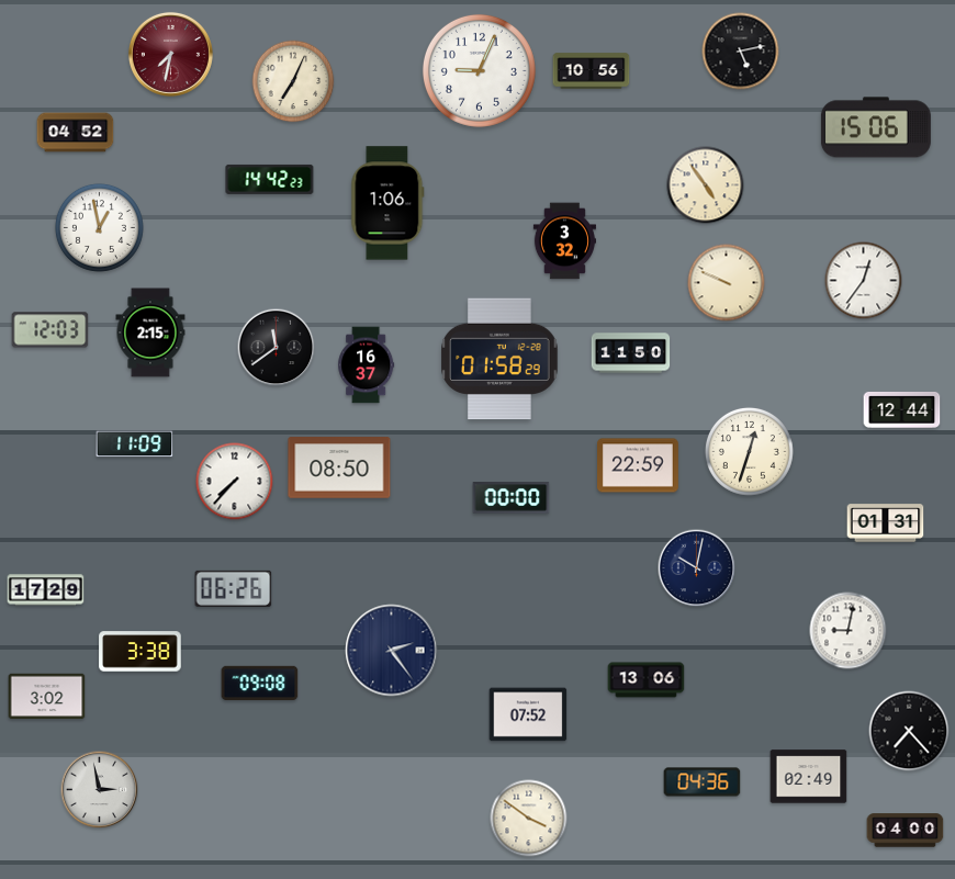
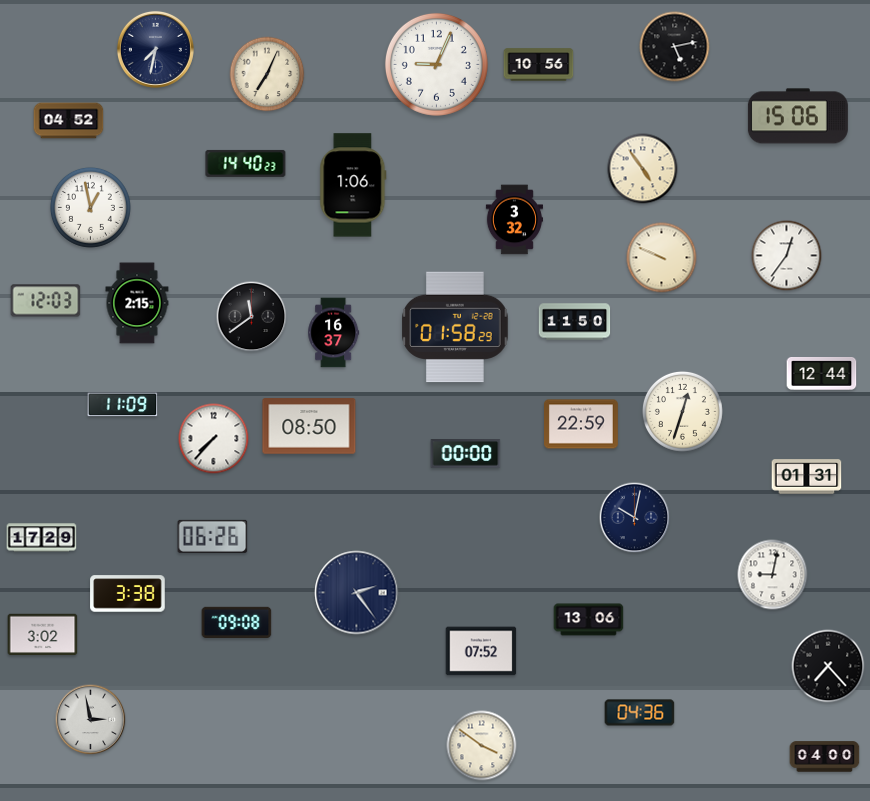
clock at (170, 54) dial: burgundy -> navy
clock at (270, 179): 14:42 -> 14:40
clock at (809, 777): 02:49 -> none
